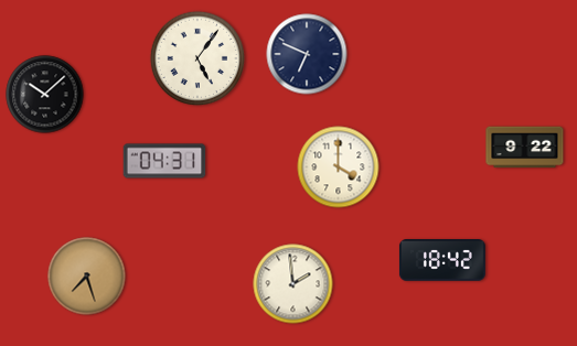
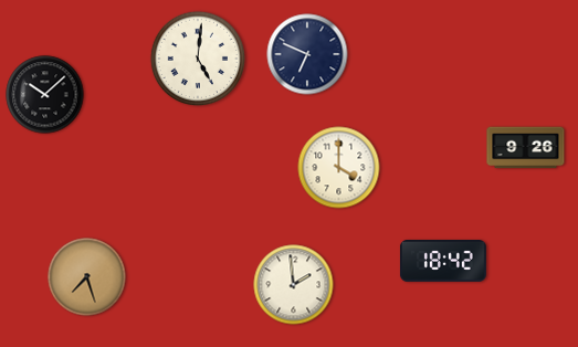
clock at (196, 57): 5:06 -> 5:01
clock at (525, 148): 9:22 -> 9:26
clock at (164, 161): 04:31 -> none
